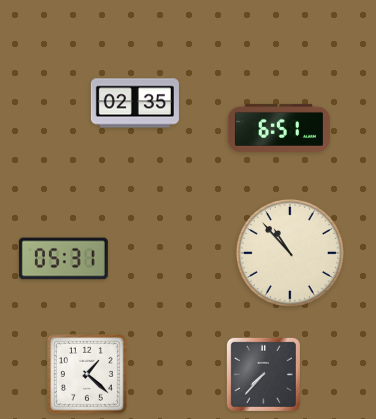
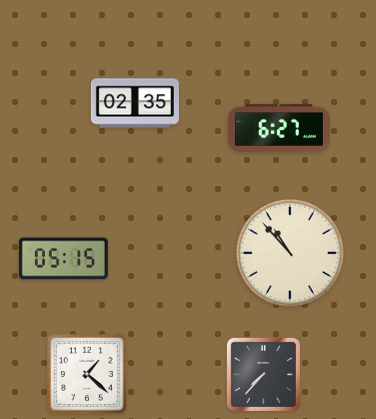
clock at (279, 128): 6:51 -> 6:27
clock at (63, 259): 05:31 -> 05:15
